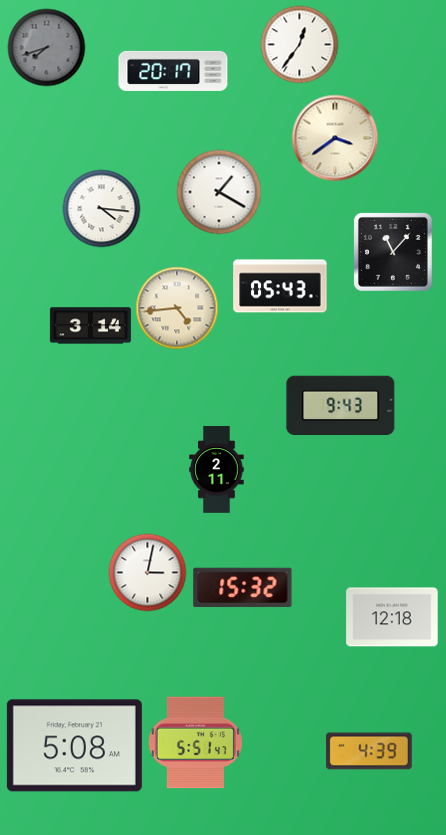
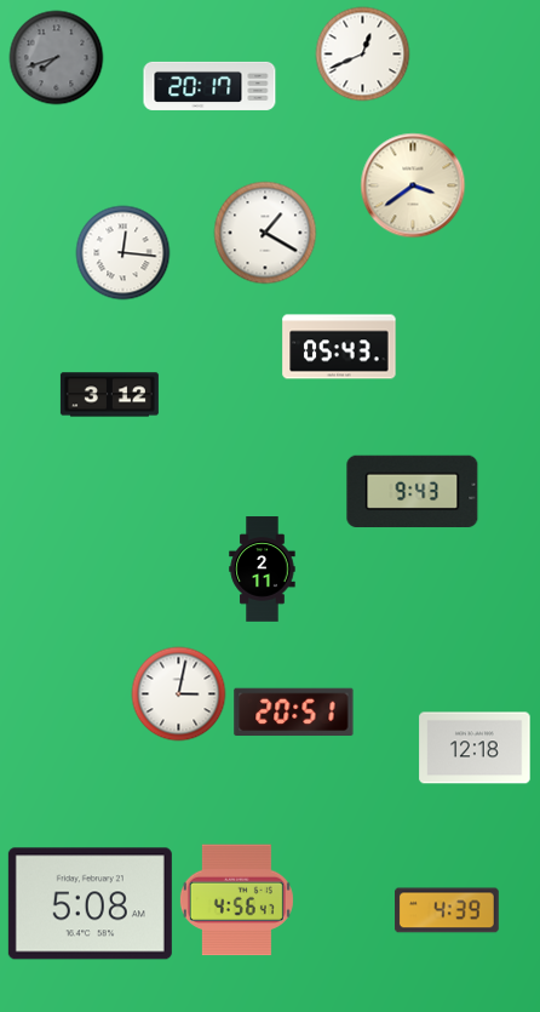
clock at (299, 44): 12:36 -> 12:41
clock at (335, 138) position: (335, 138) -> (413, 185)
clock at (101, 208): 4:16 -> 12:16
clock at (393, 252): 11:07 -> none
clock at (177, 308): 4:44 -> none
clock at (90, 326): 3:14 -> 3:12
clock at (243, 588): 15:32 -> 20:51
clock at (195, 743): 5:51 -> 4:56
